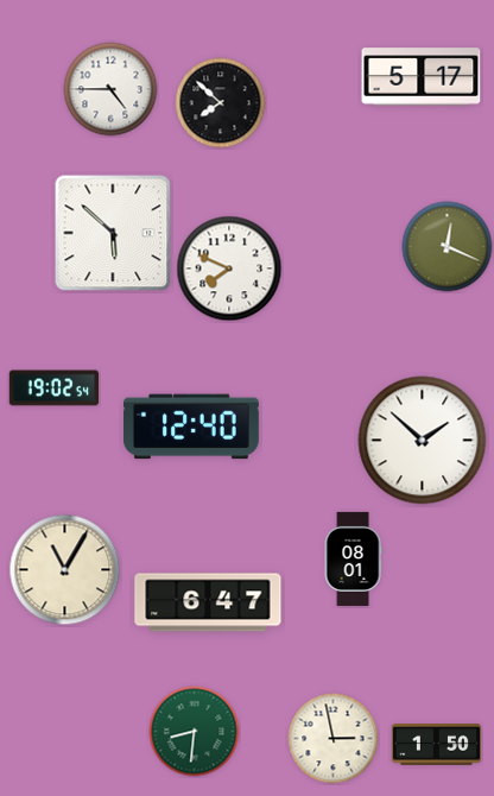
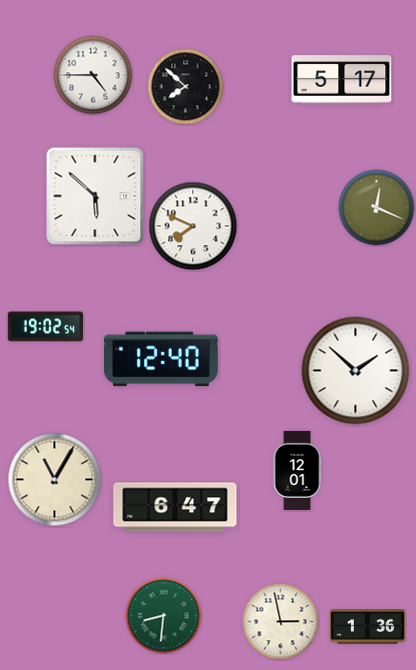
clock at (422, 77) position: (422, 77) -> (342, 80)
clock at (353, 558): 08:01 -> 12:01
clock at (437, 745): 1:50 -> 1:36
